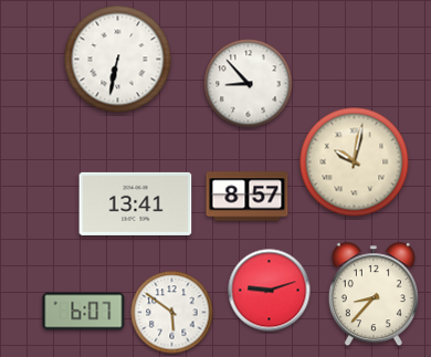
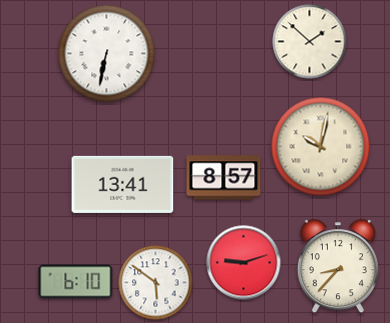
clock at (310, 42): none -> 1:52
clock at (249, 84): 8:53 -> none
clock at (84, 312): 6:07 -> 6:10
